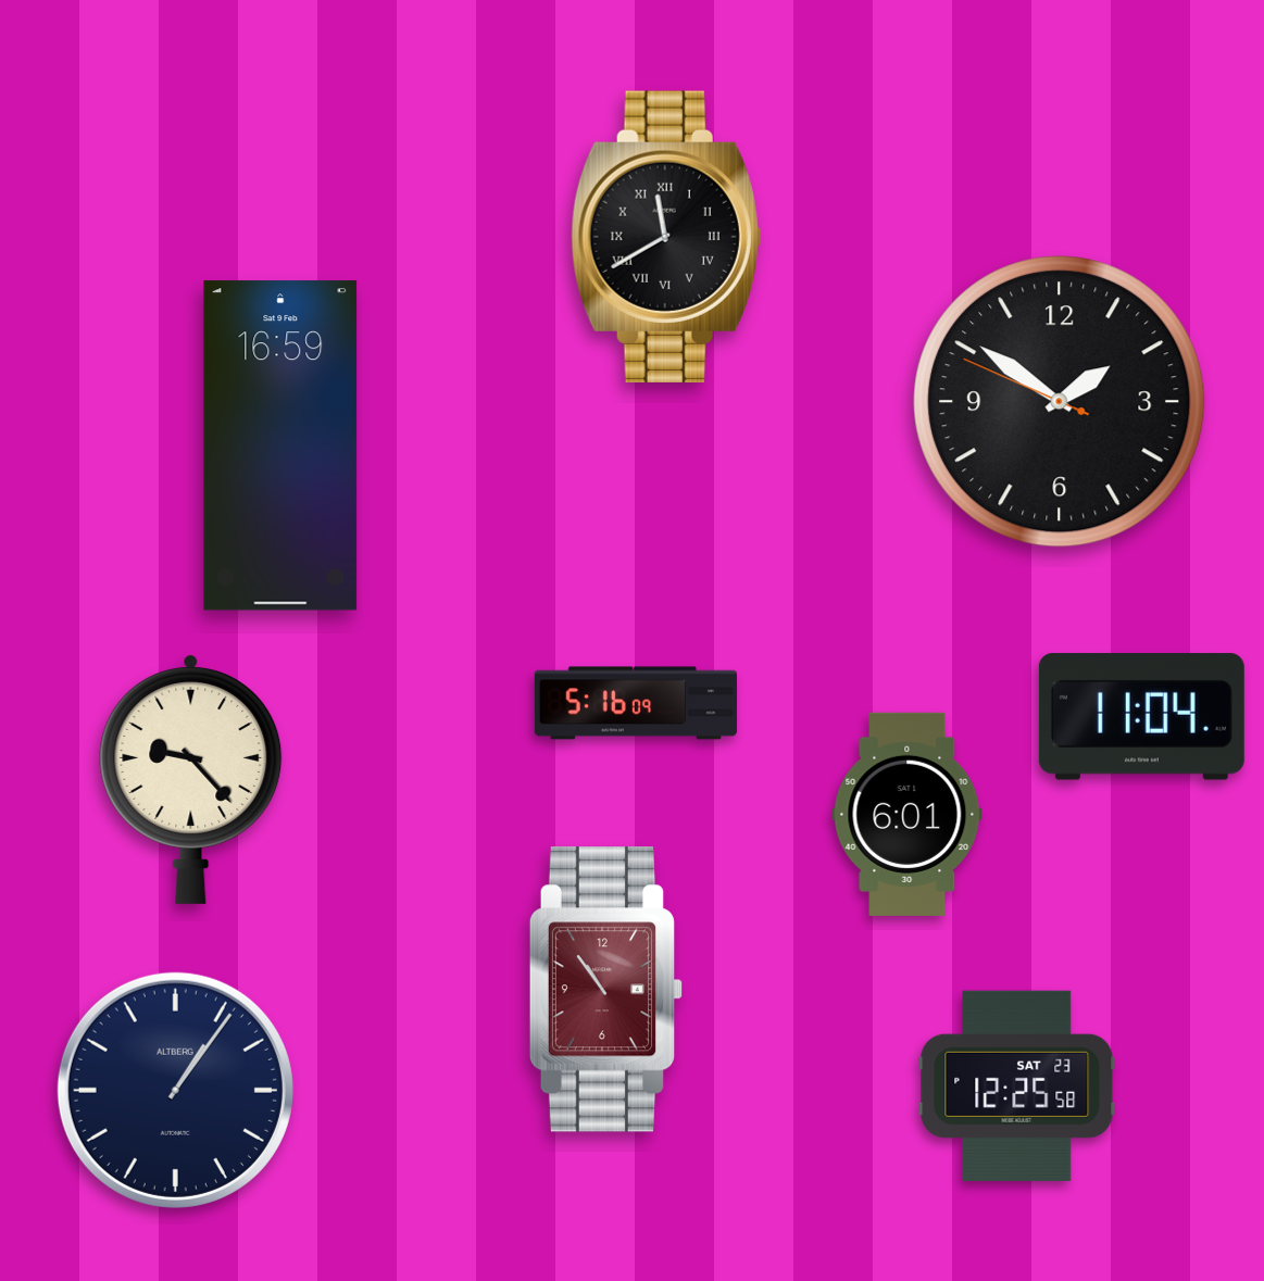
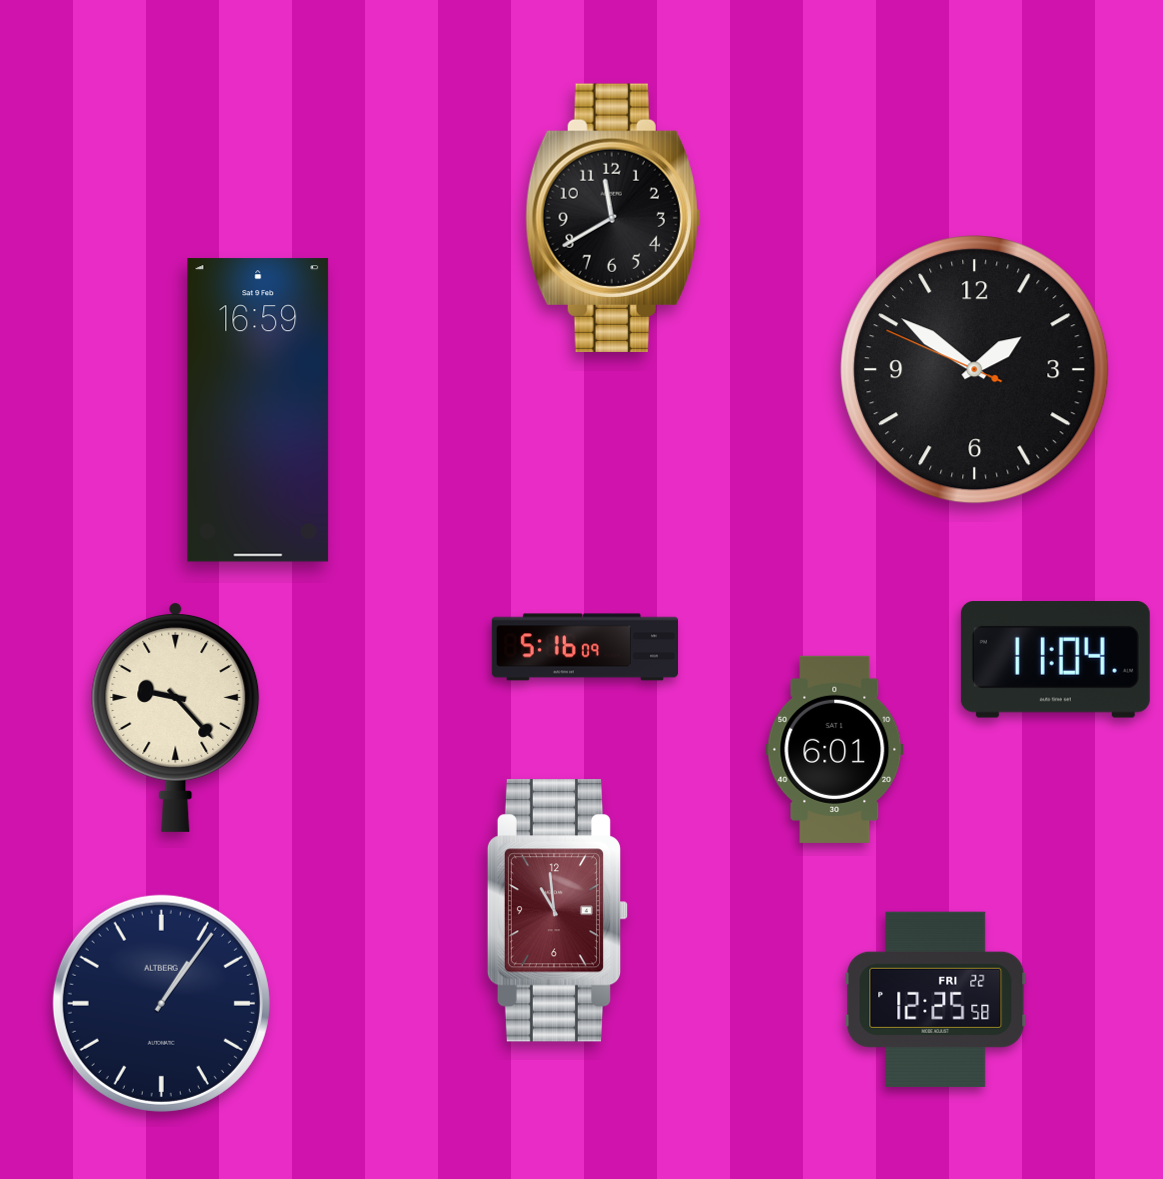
clock at (666, 237) numerals: Roman -> Arabic
clock at (1141, 717) position: (1141, 717) -> (1055, 660)
clock at (605, 990): 10:54 -> 10:59
clock at (1017, 1085) date: SAT 23 -> FRI 22
